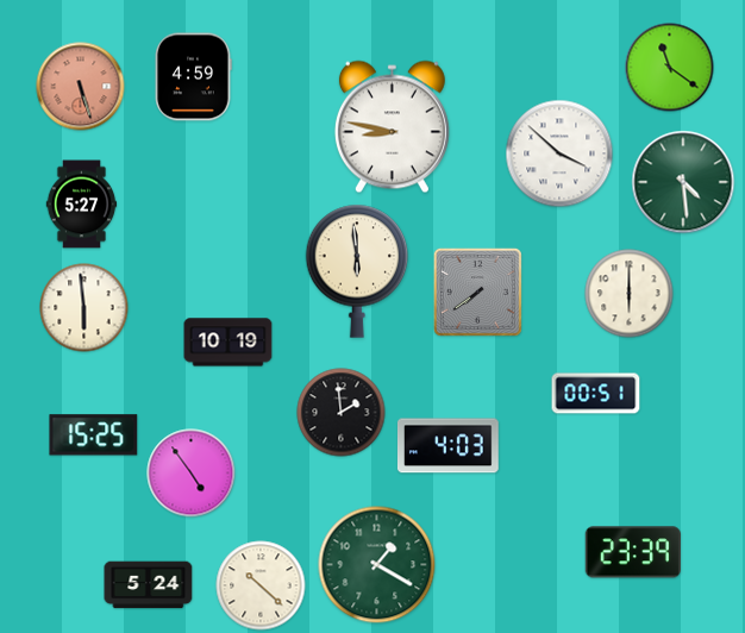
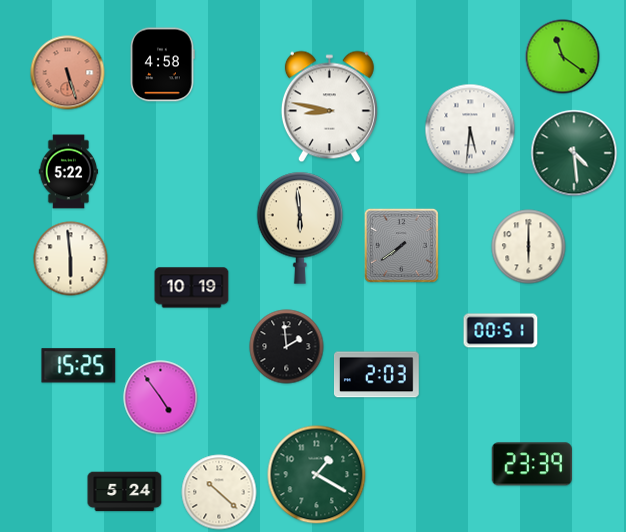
clock at (193, 77): 4:59 -> 4:58
clock at (559, 153): 3:52 -> 5:31
clock at (82, 205): 5:27 -> 5:22
clock at (447, 446): 4:03 -> 2:03
